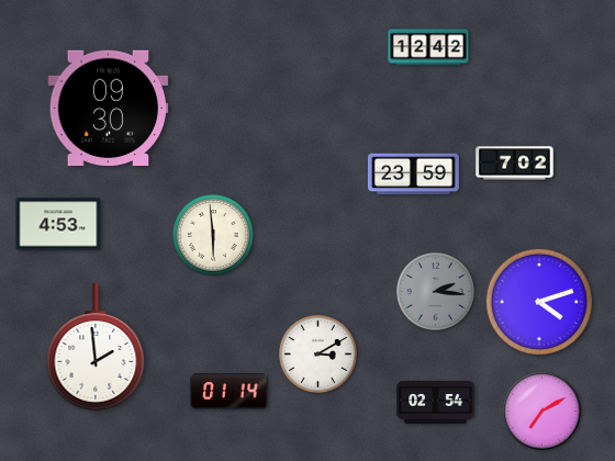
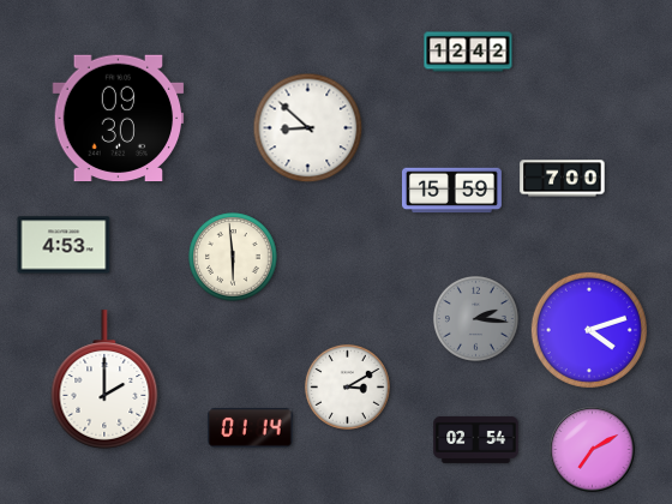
clock at (308, 128): none -> 8:52
clock at (515, 164): 7:02 -> 7:00
clock at (413, 175): 23:59 -> 15:59
clock at (96, 347): 1:59 -> 2:00
